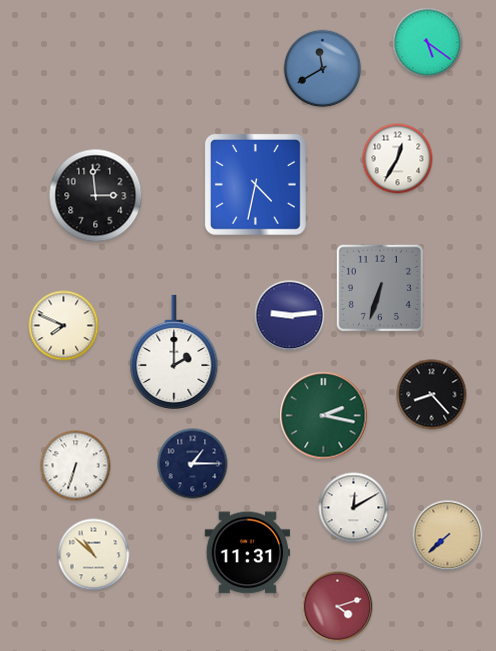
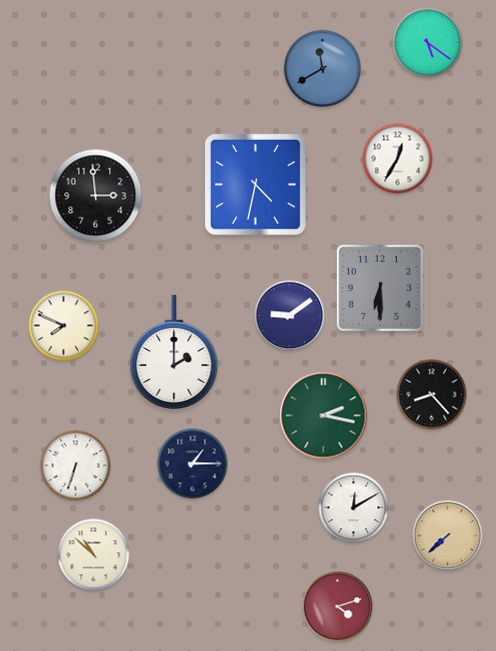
clock at (380, 288): 6:33 -> 6:30
clock at (290, 316): 9:14 -> 9:09
clock at (248, 553): 11:31 -> none
